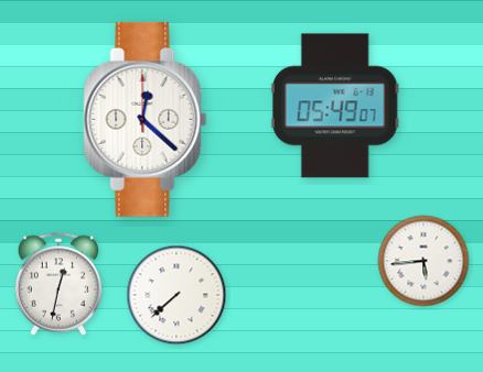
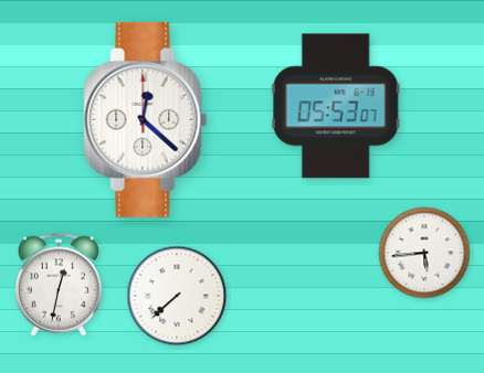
clock at (335, 106): 05:49 -> 05:53
clock at (423, 261) position: (423, 261) -> (424, 253)
